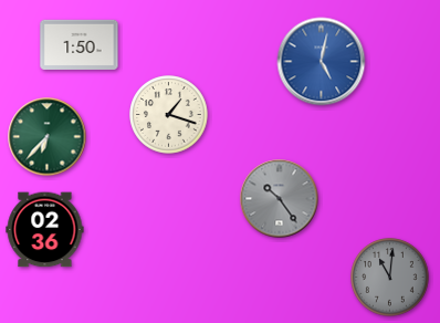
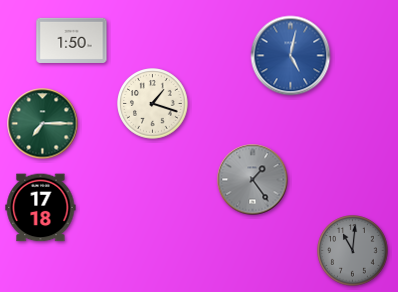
clock at (48, 137): 6:37 -> 7:15
clock at (280, 199): 10:24 -> 1:24
clock at (45, 230): 02:36 -> 17:18
